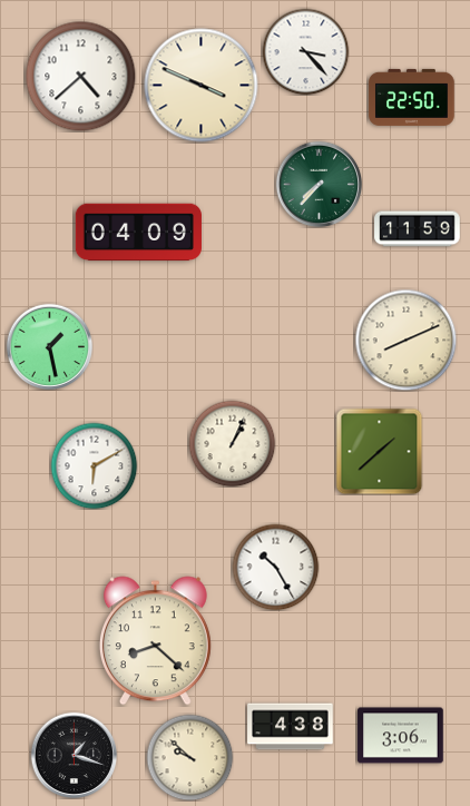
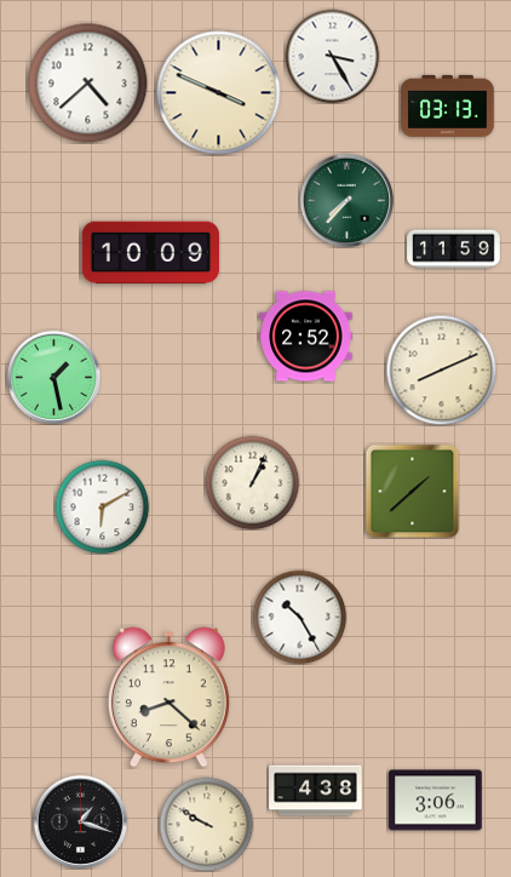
clock at (305, 51): 3:23 -> 3:25
clock at (412, 97): 22:50 -> 03:13
clock at (138, 233): 04:09 -> 10:09
clock at (306, 337): none -> 2:52
clock at (189, 757): 9:52 -> 9:50
